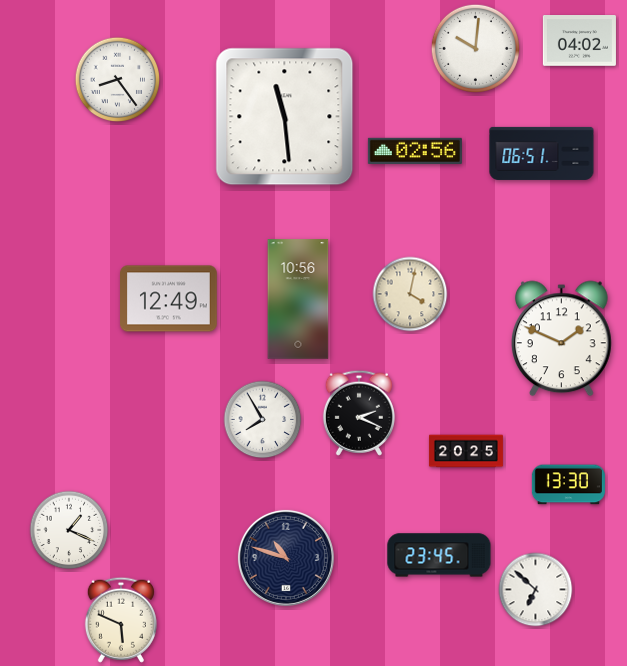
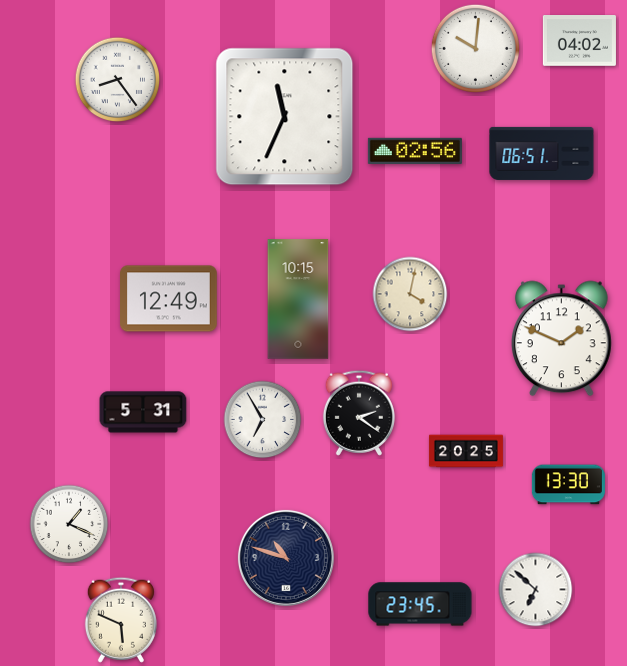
clock at (285, 117): 11:29 -> 11:34
clock at (298, 299): 10:56 -> 10:15
clock at (143, 412): none -> 5:31
clock at (359, 413): 2:19 -> 2:21
clock at (263, 420): 7:55 -> 6:55
clock at (69, 530) position: (69, 530) -> (69, 524)
clock at (439, 555) position: (439, 555) -> (420, 604)
